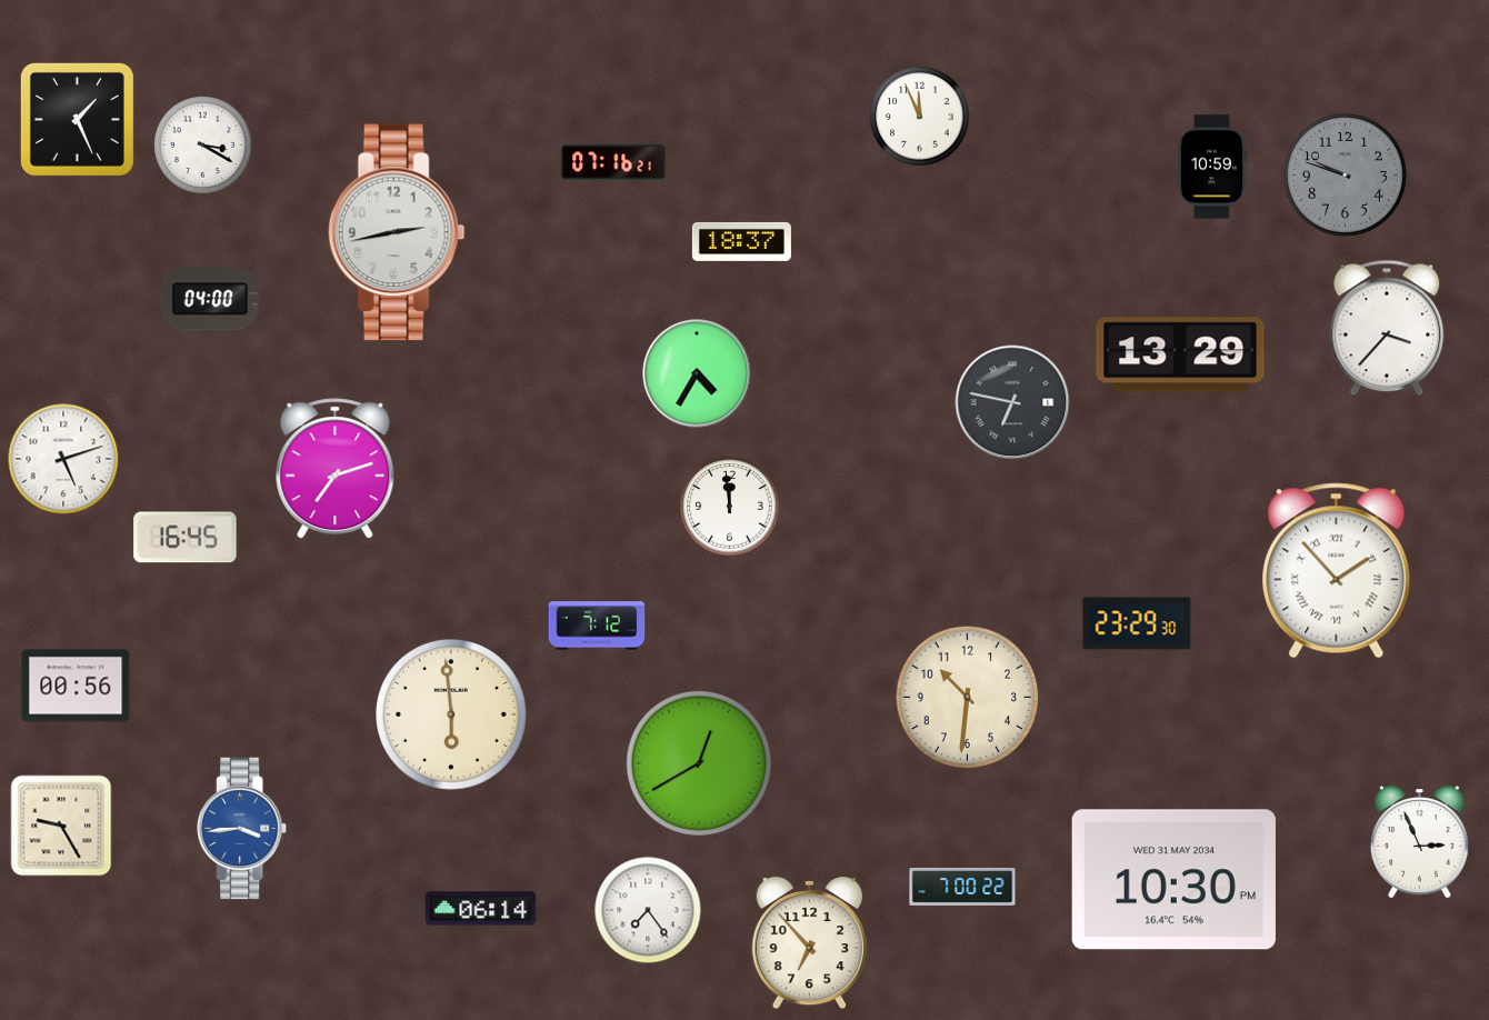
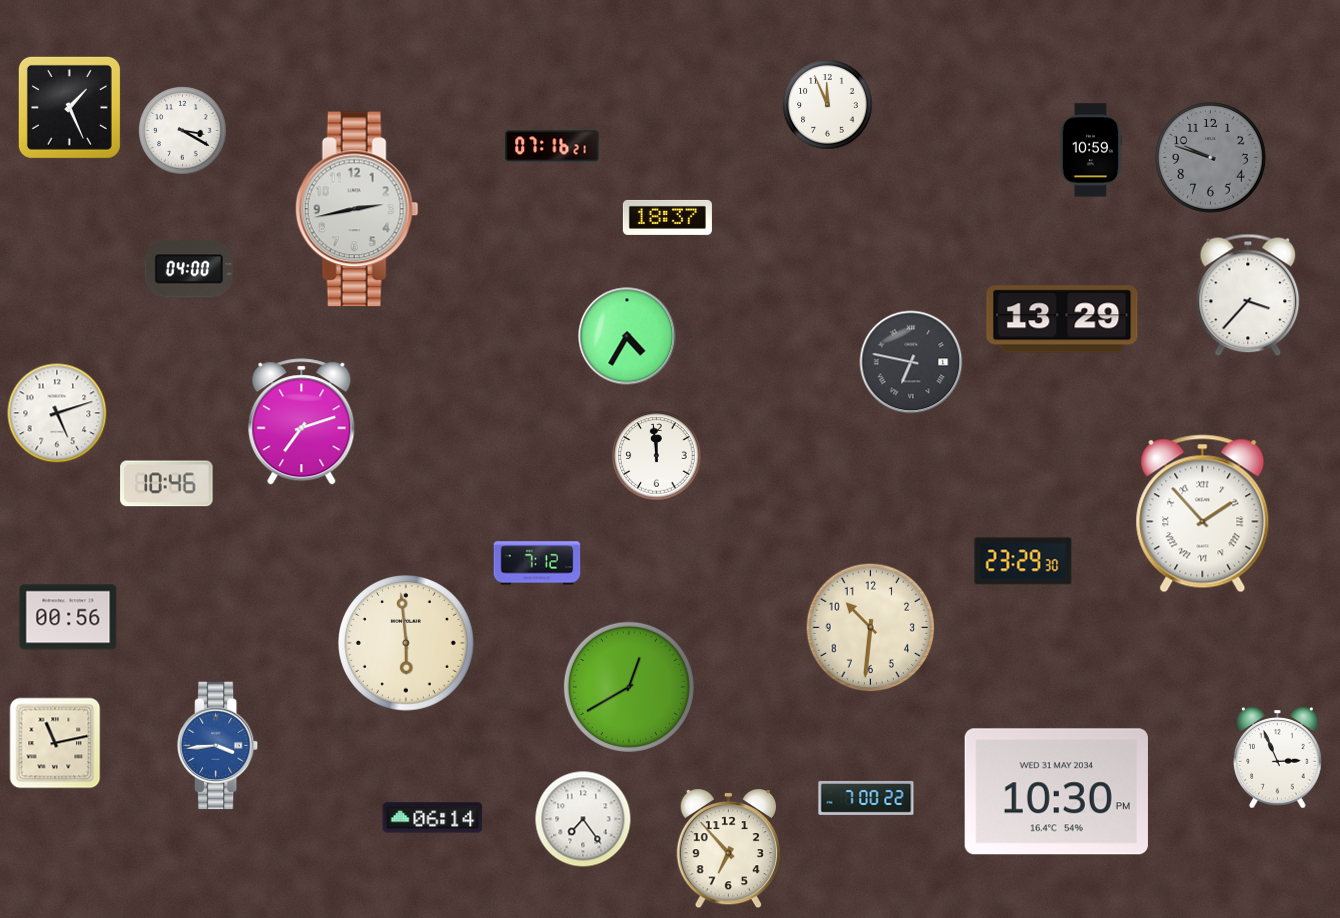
clock at (186, 538): 16:45 -> 10:46
clock at (61, 826): 9:25 -> 11:13
